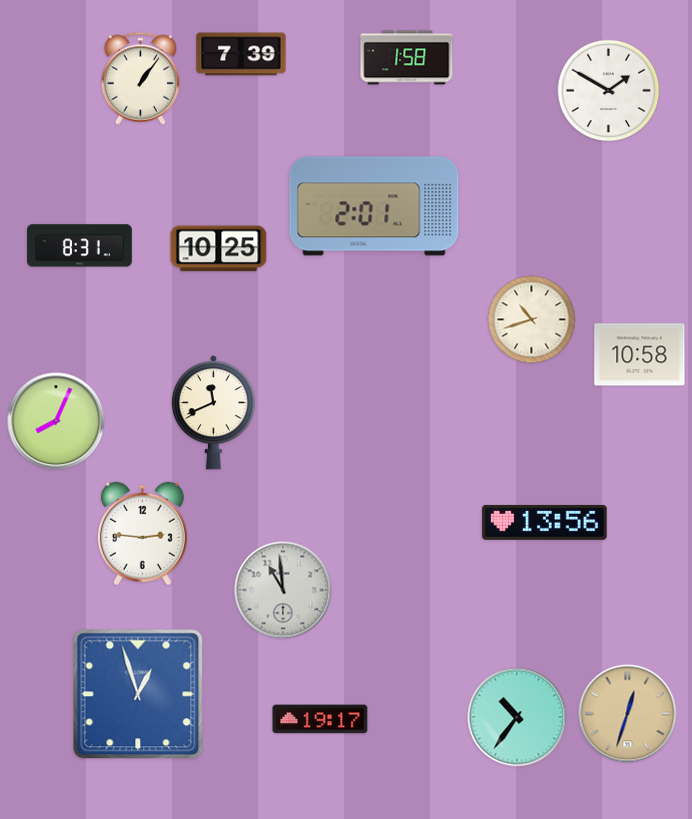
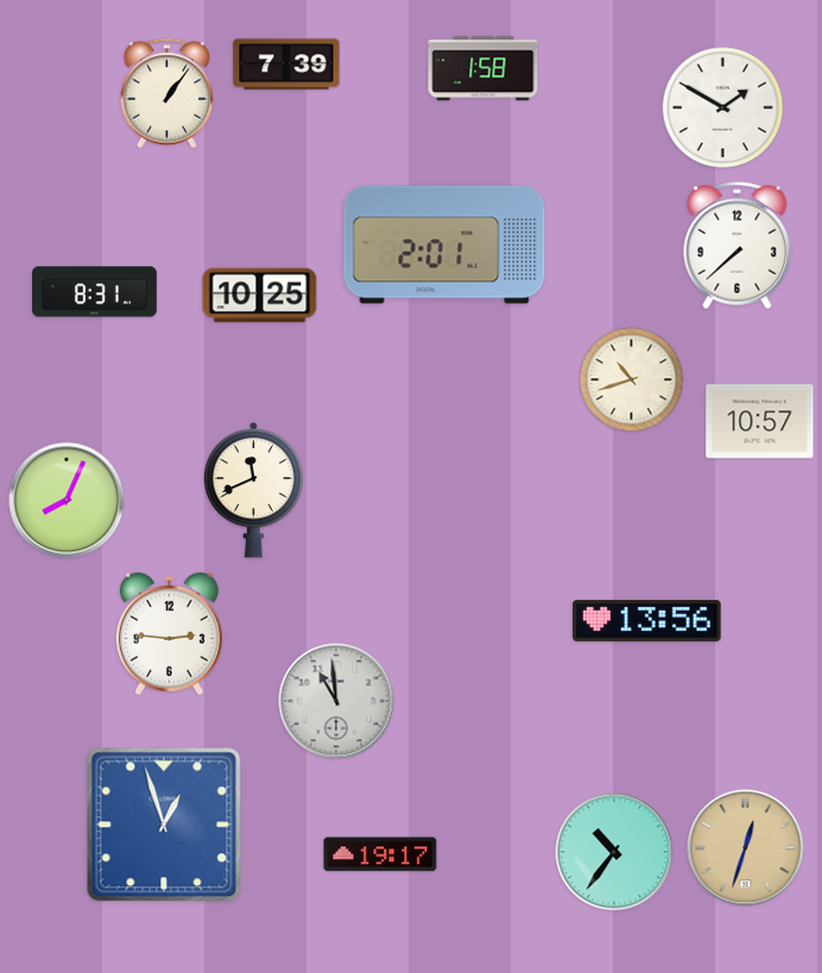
clock at (738, 246): none -> 7:38
clock at (640, 355): 10:58 -> 10:57
